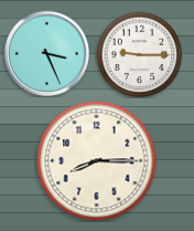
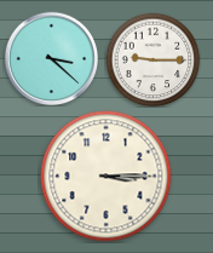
clock at (46, 53): 3:26 -> 3:22
clock at (97, 161): 8:15 -> 3:15
